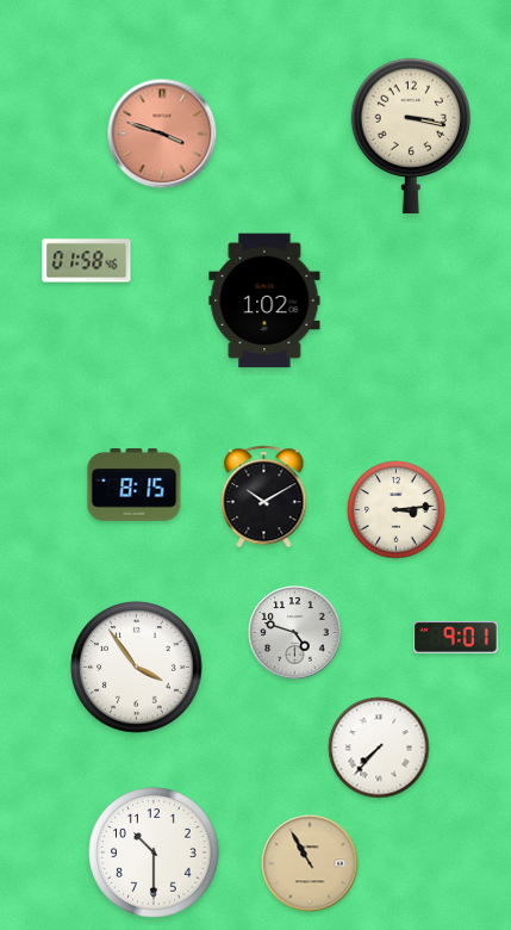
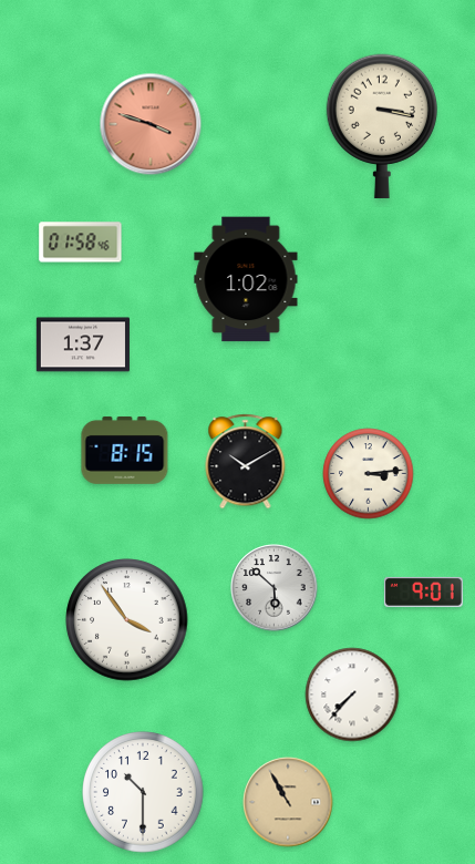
clock at (83, 344): none -> 1:37
clock at (295, 633): 4:48 -> 5:52
